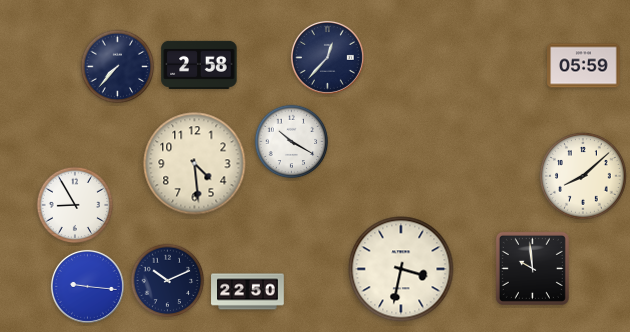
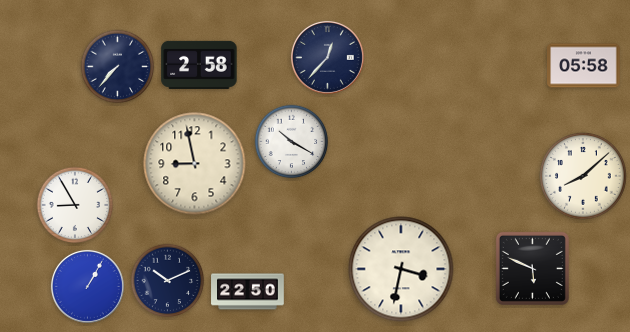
clock at (584, 66): 05:59 -> 05:58
clock at (195, 164): 4:29 -> 8:58
clock at (532, 268): 9:59 -> 5:49
clock at (87, 286): 9:16 -> 1:05
